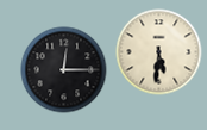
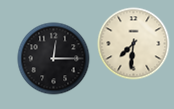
clock at (159, 52): 5:31 -> 7:31
